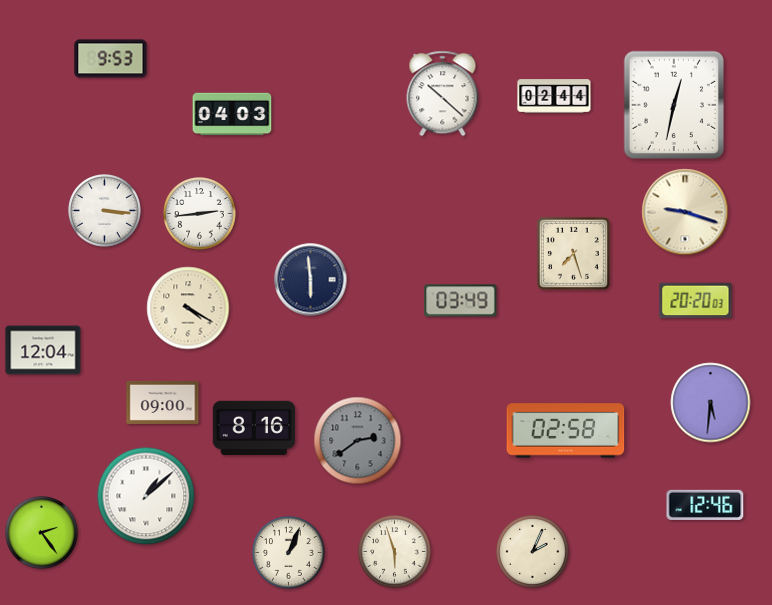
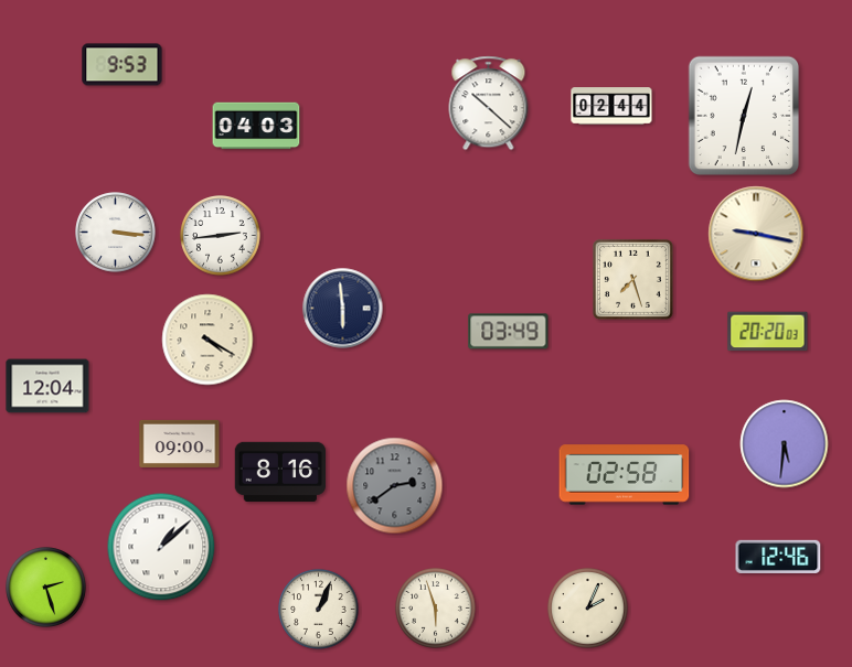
clock at (685, 212): 9:18 -> 9:17
clock at (42, 533): 2:24 -> 2:27
